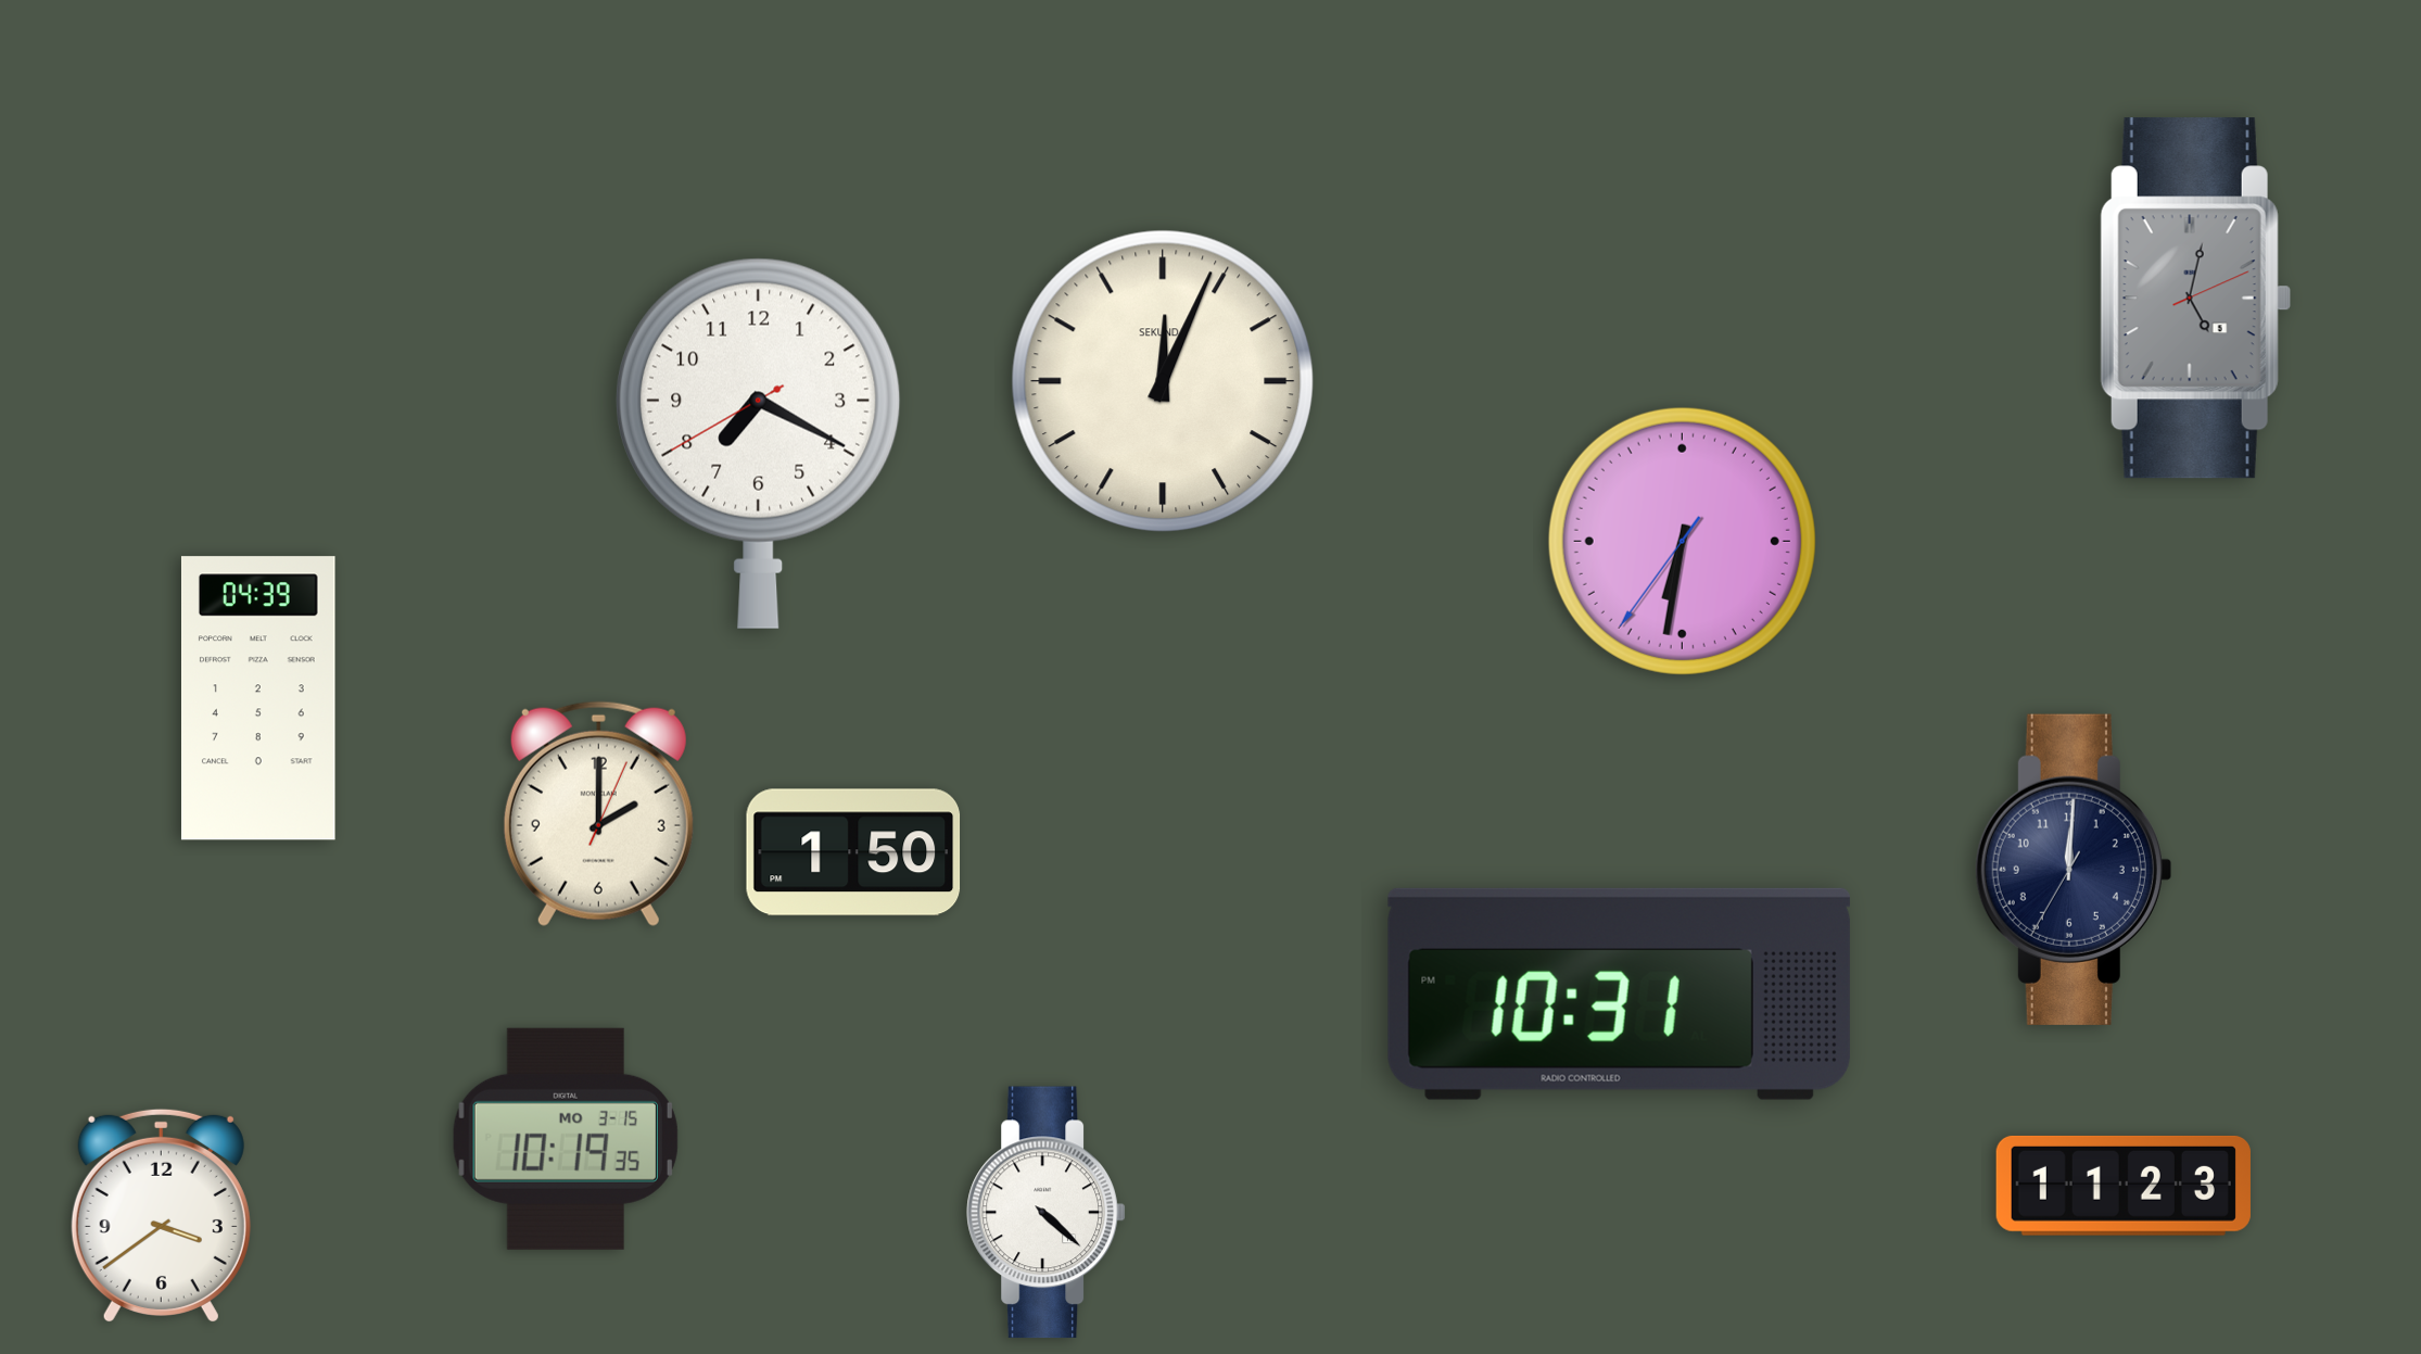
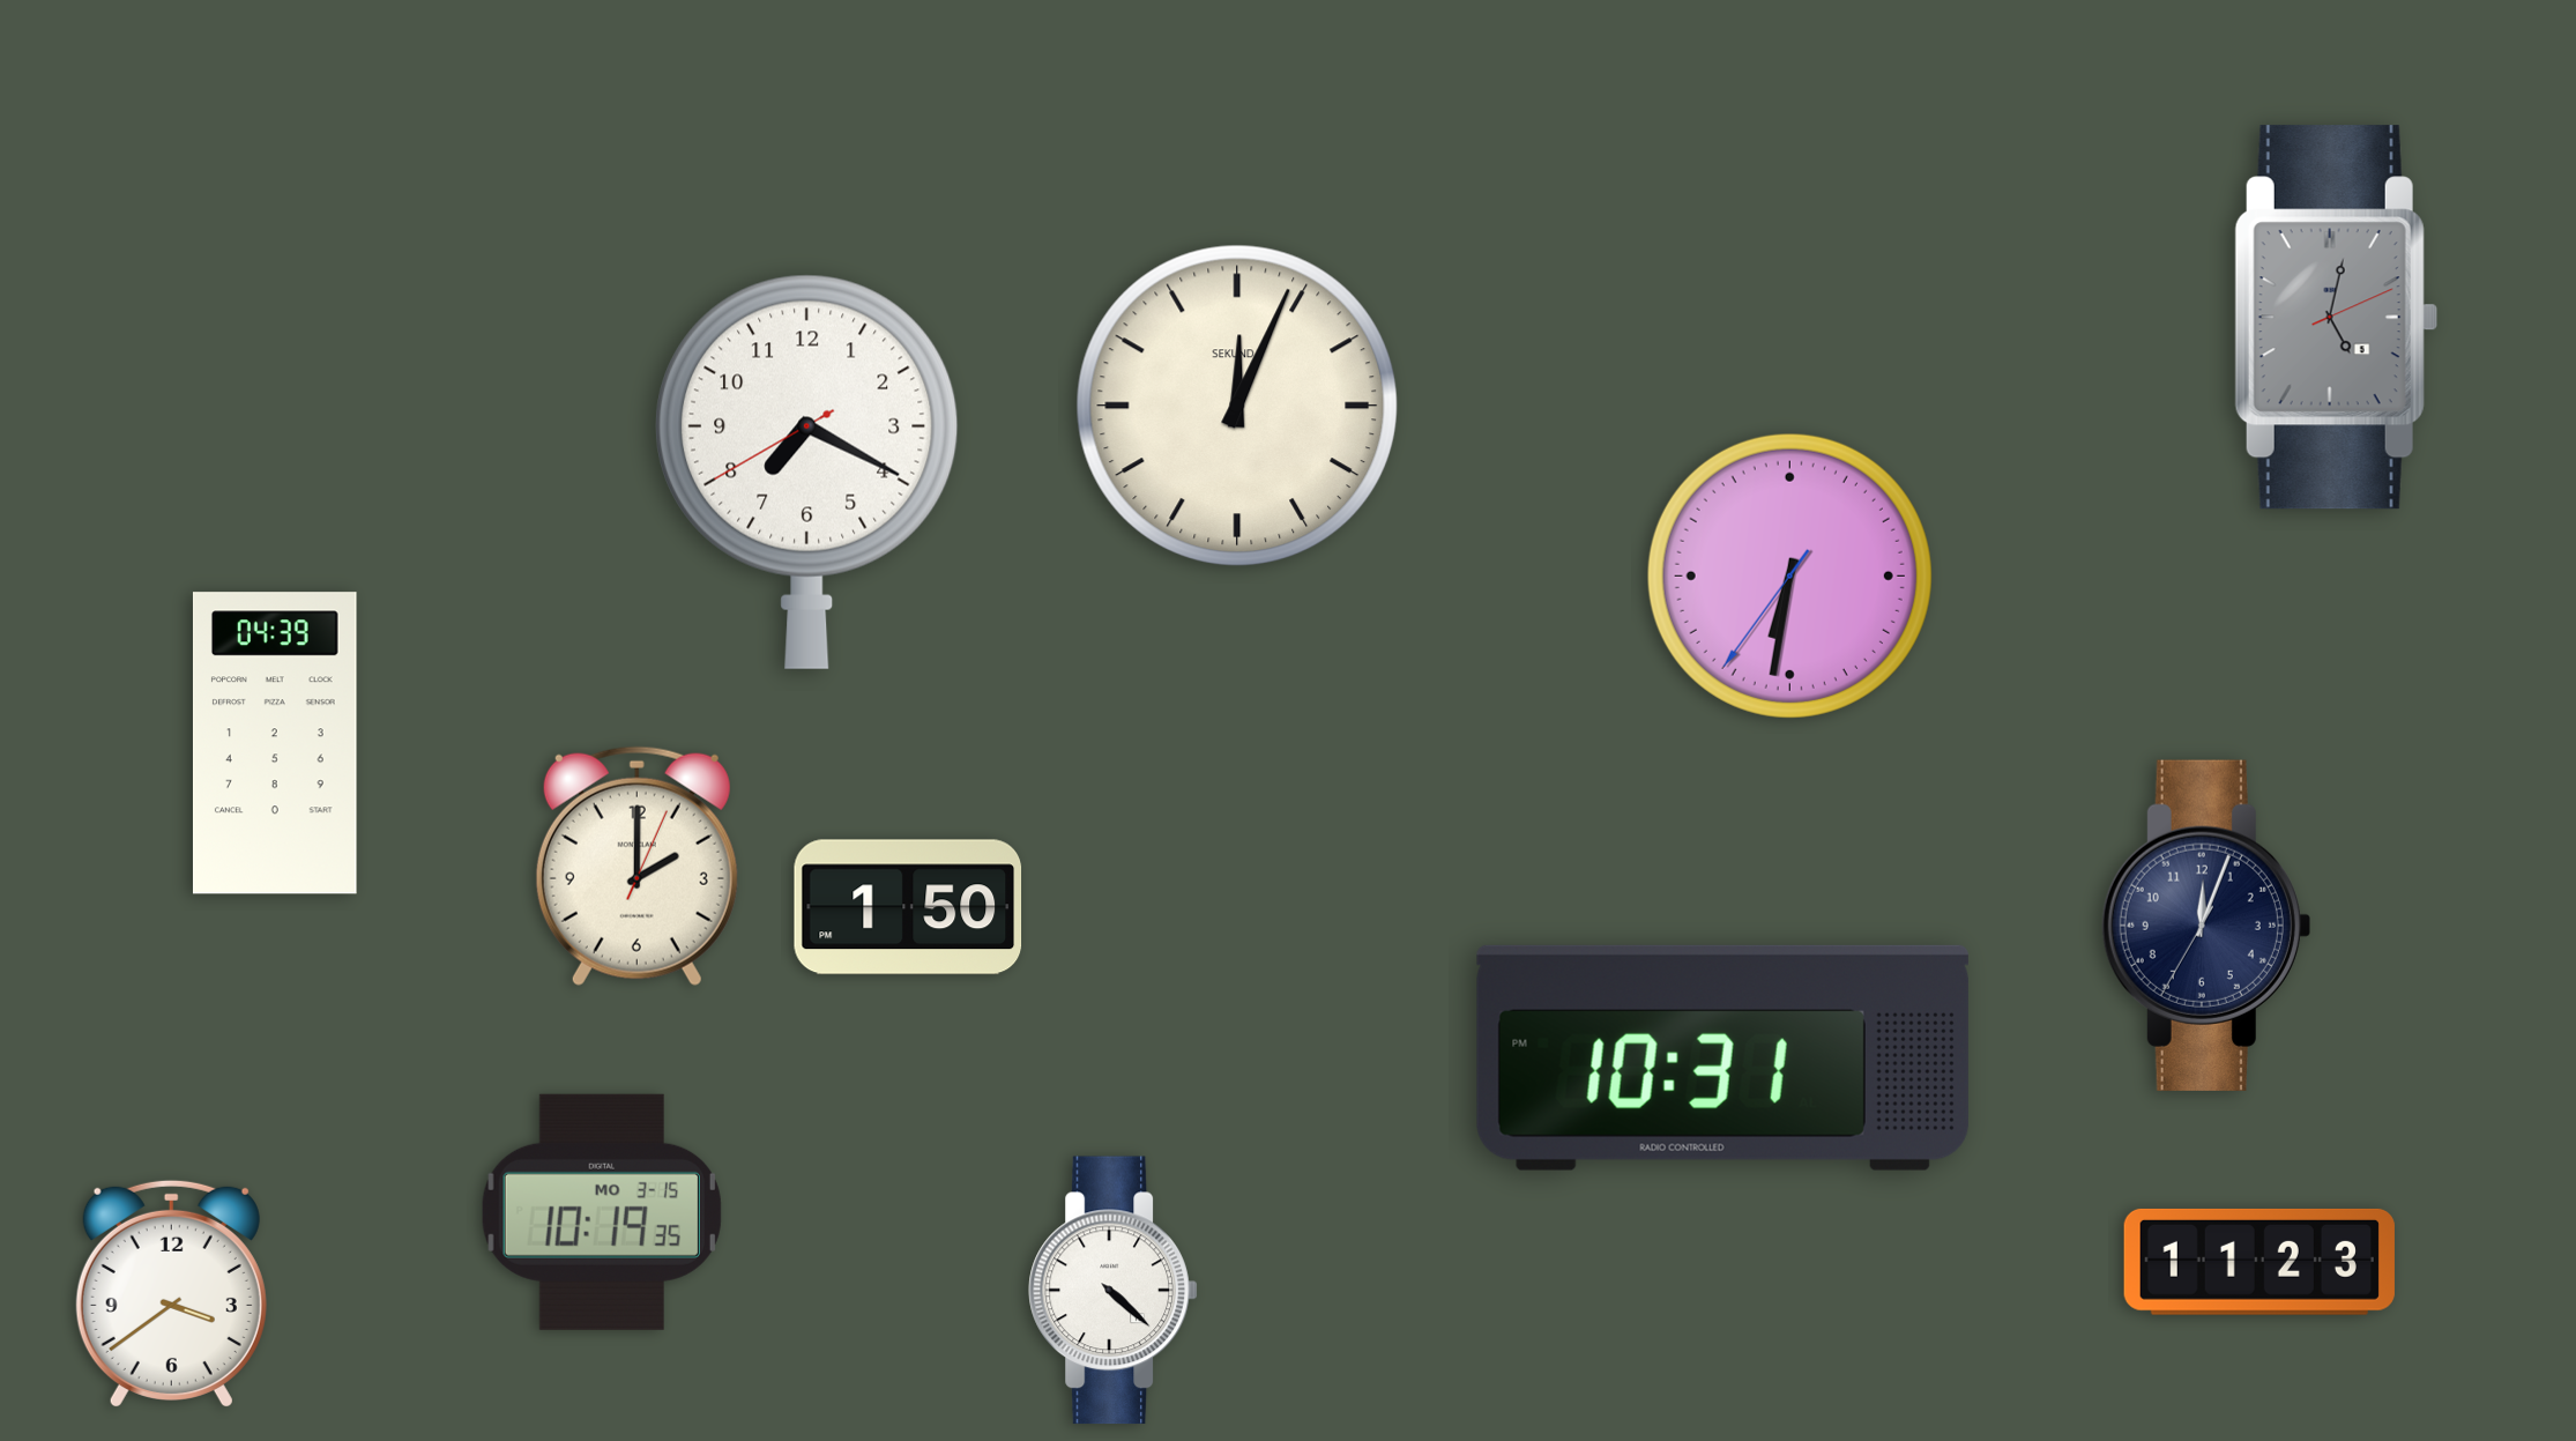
clock at (2073, 870): 12:00 -> 12:03
